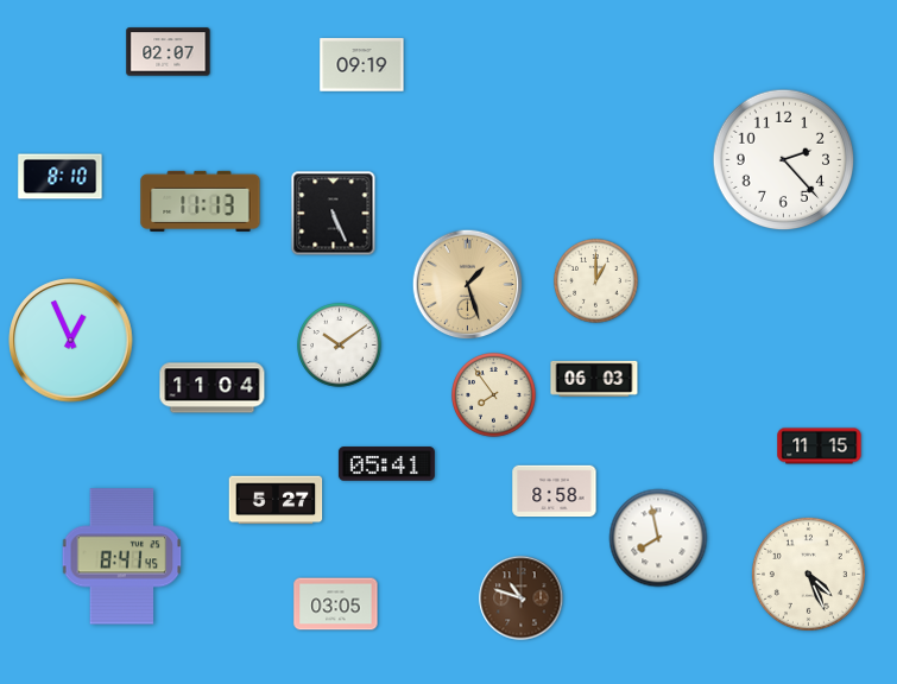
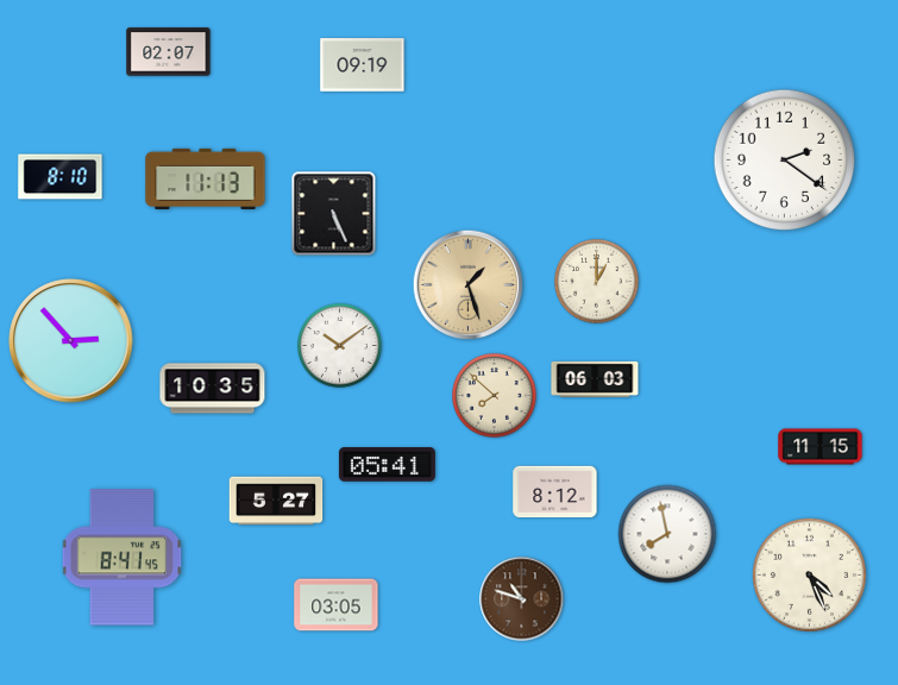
clock at (784, 160): 2:23 -> 2:21
clock at (201, 201) position: (201, 201) -> (206, 178)
clock at (71, 341): 12:56 -> 2:53
clock at (213, 388): 11:04 -> 10:35
clock at (494, 395): 7:54 -> 7:52
clock at (555, 492): 8:58 -> 8:12
clock at (658, 538) position: (658, 538) -> (667, 534)
